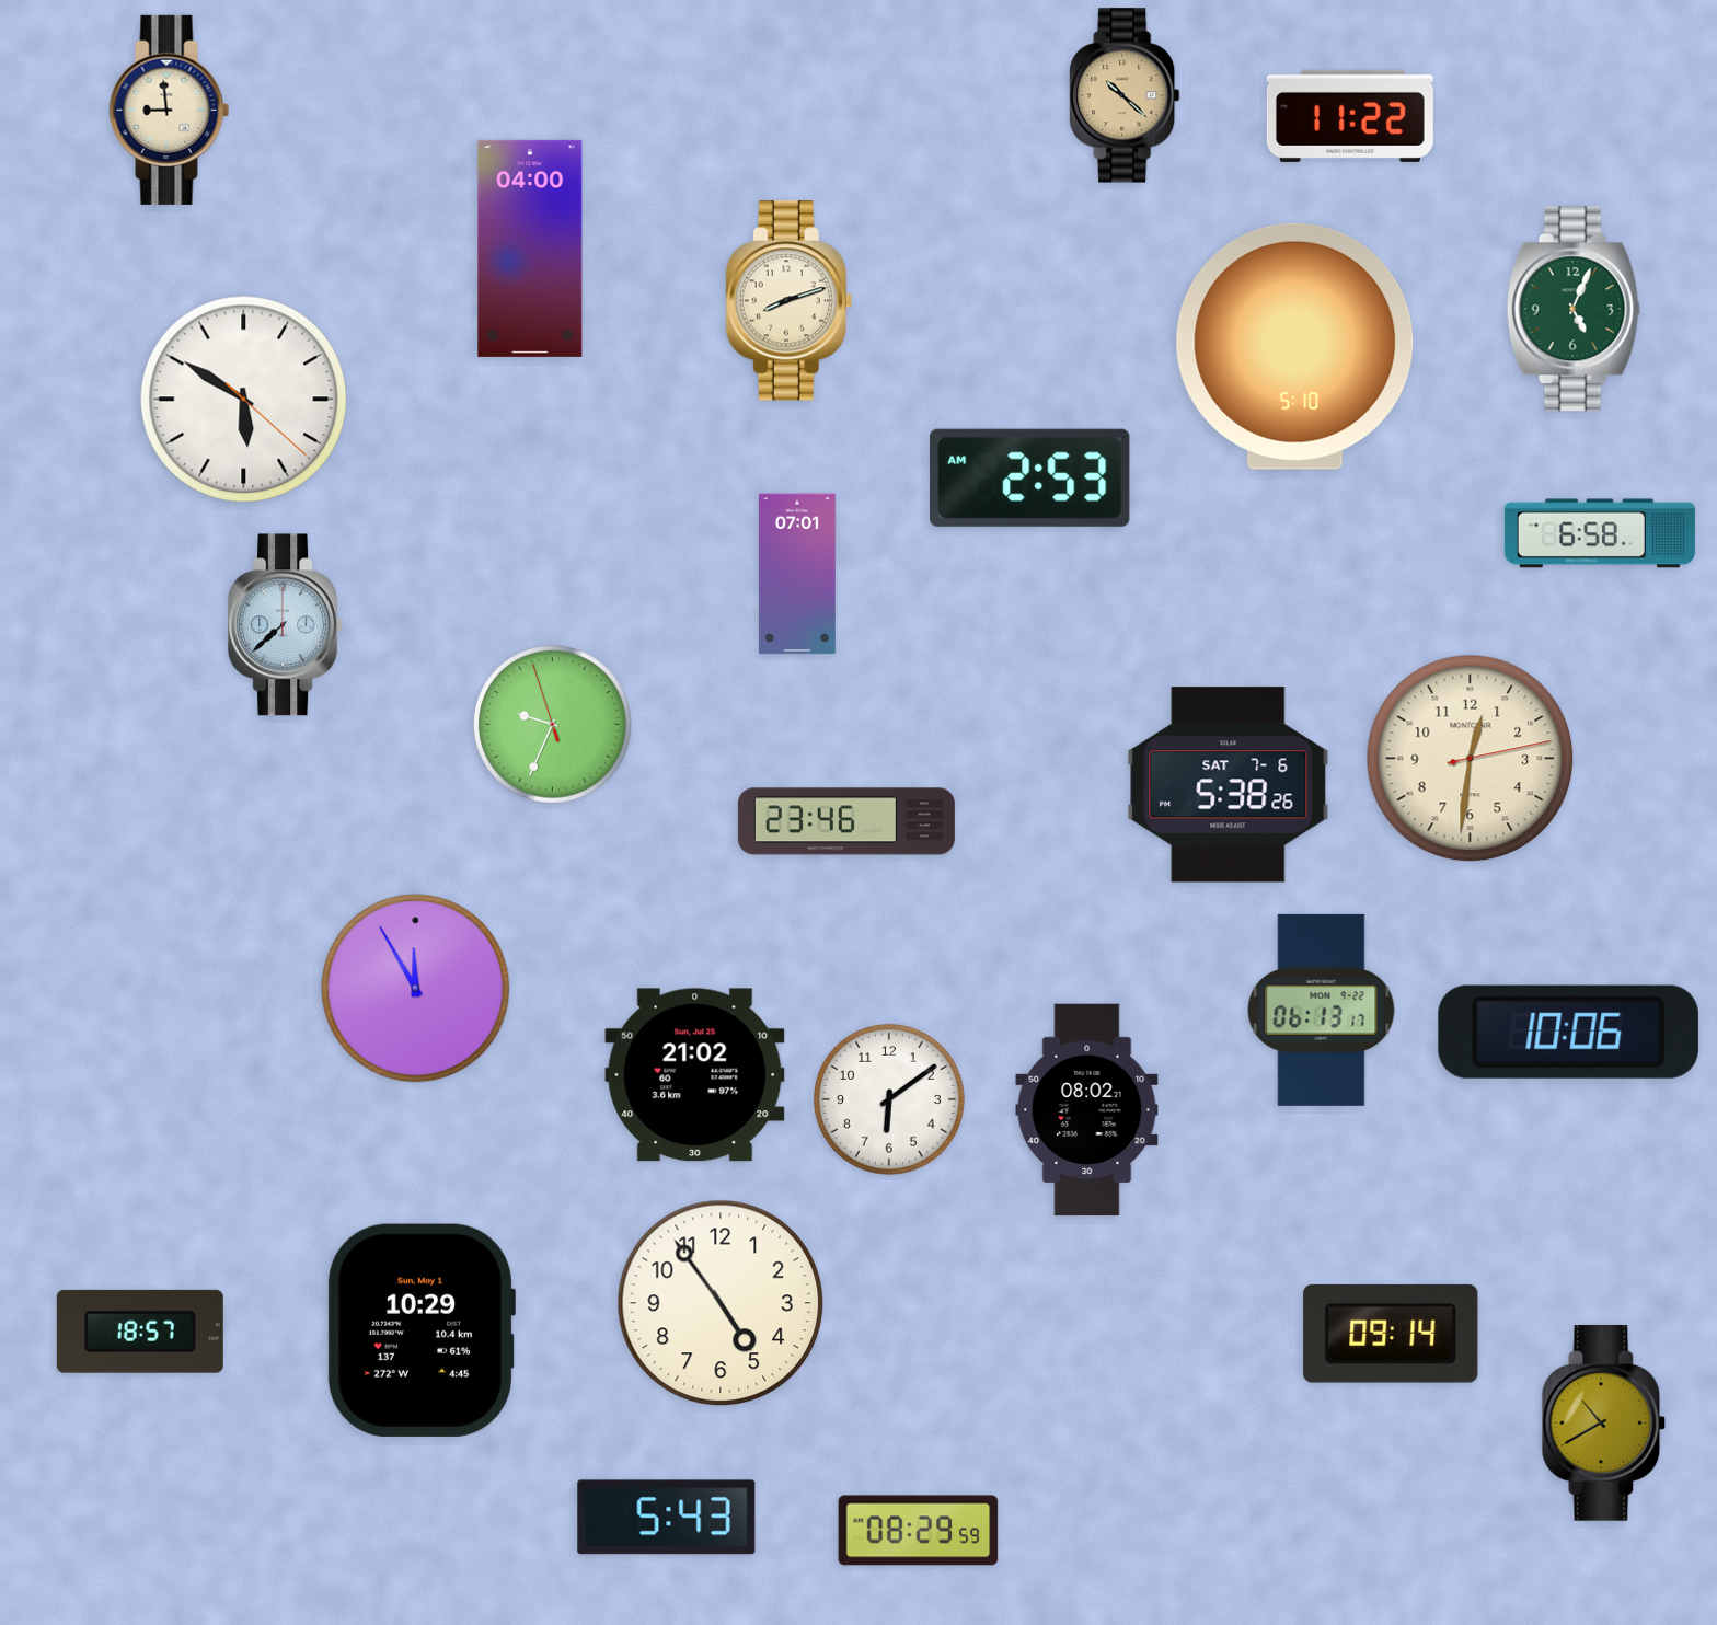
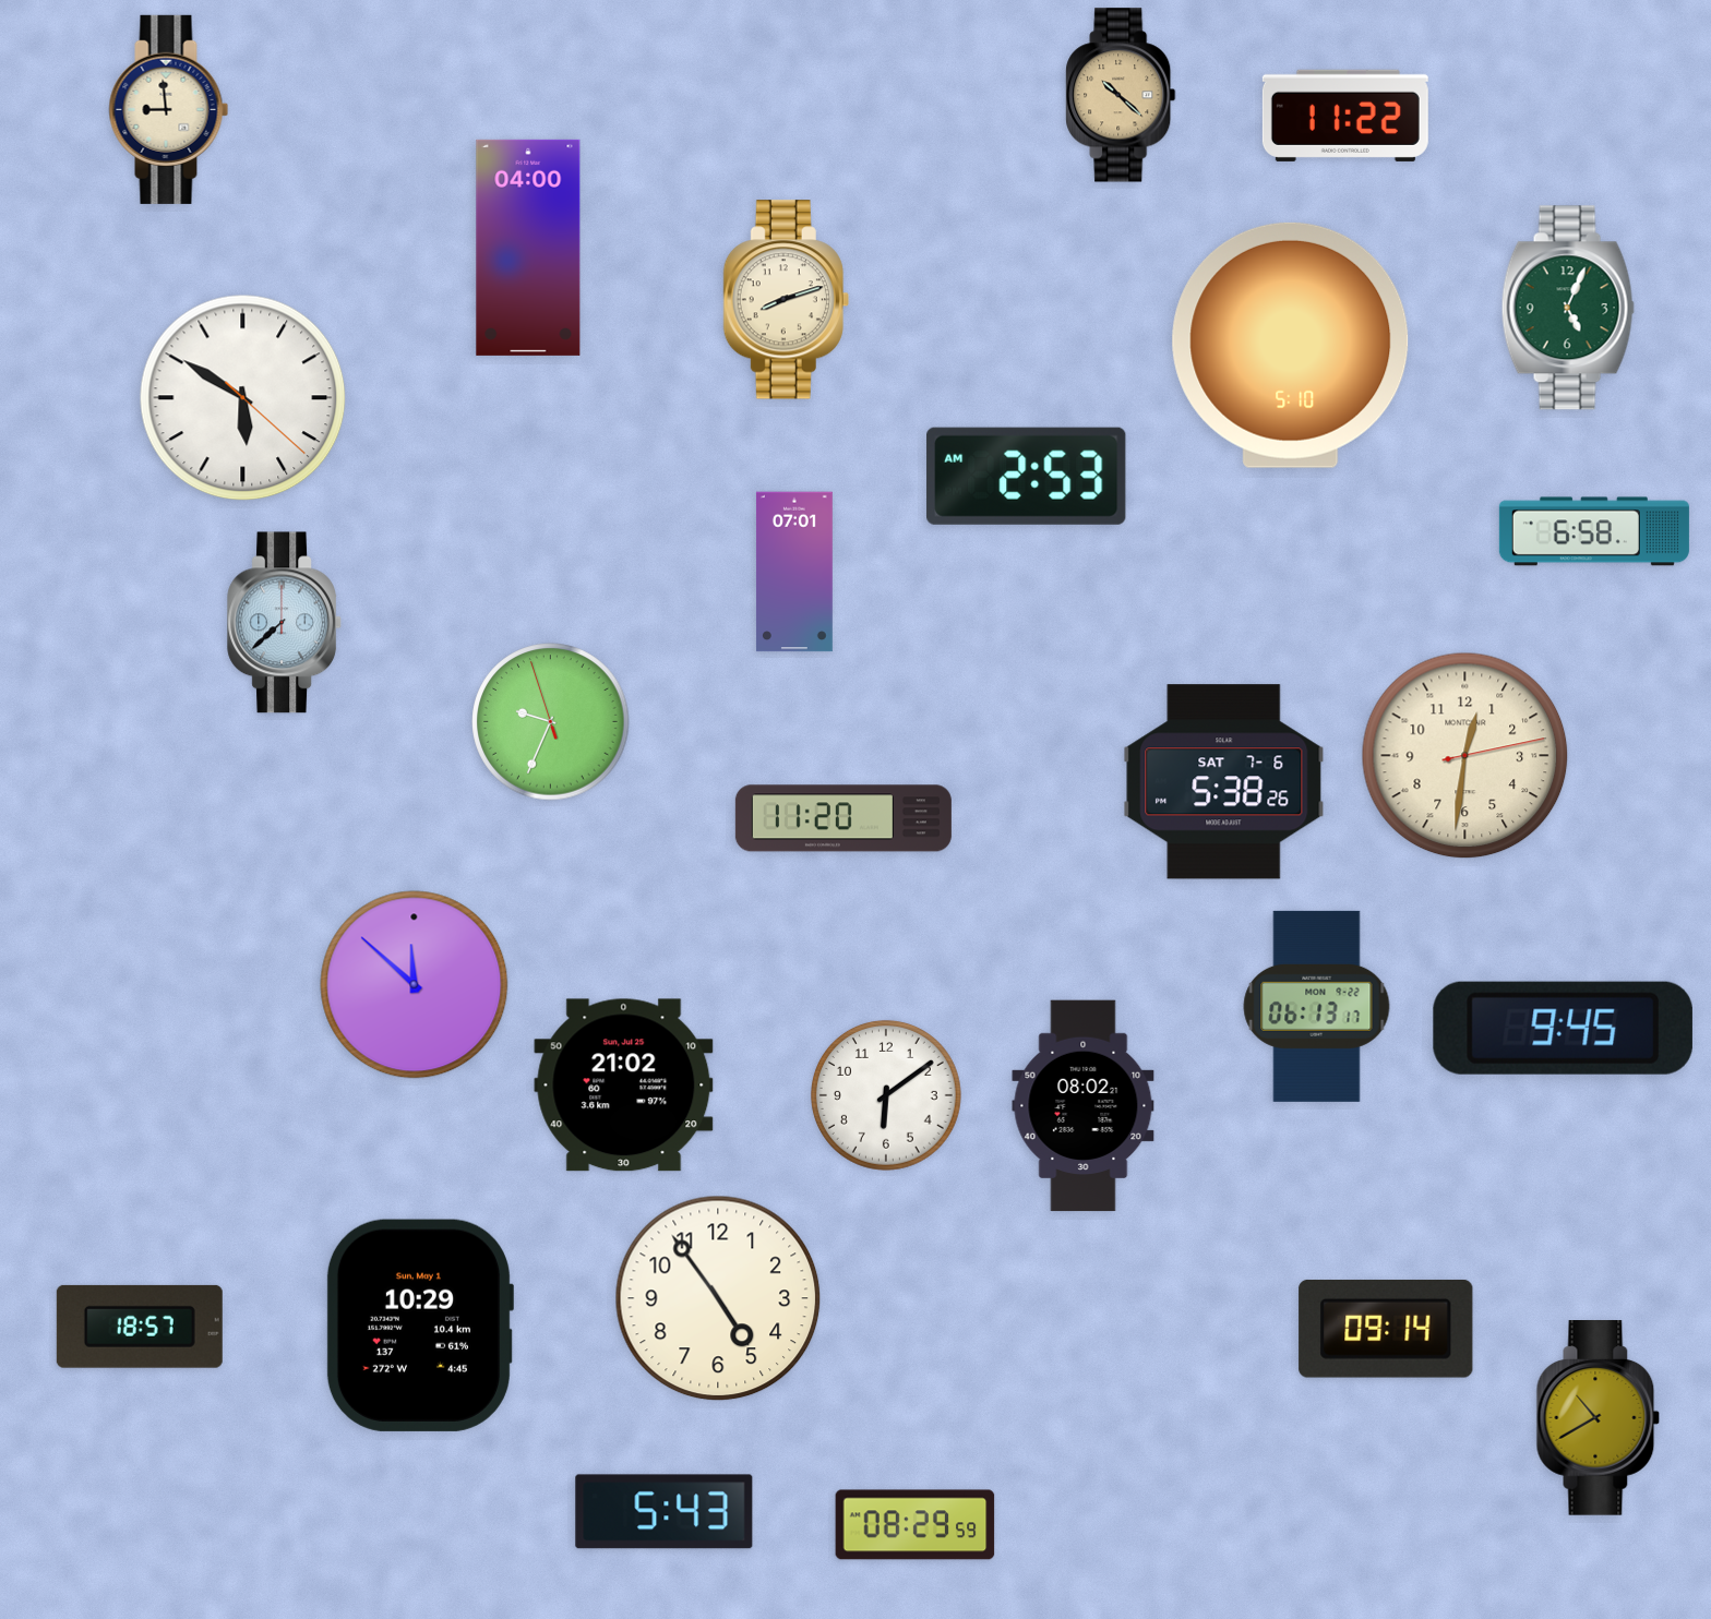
clock at (846, 821): 23:46 -> 11:20
clock at (416, 989): 11:55 -> 11:52
clock at (1568, 1032): 10:06 -> 9:45
clock at (695, 1075) position: (695, 1075) -> (624, 1086)
